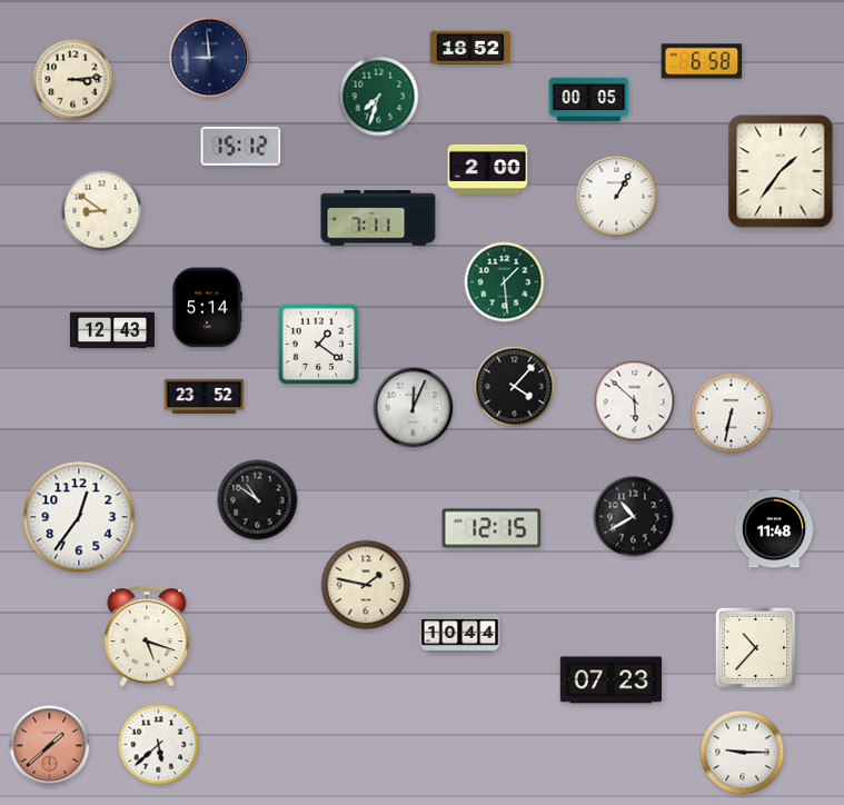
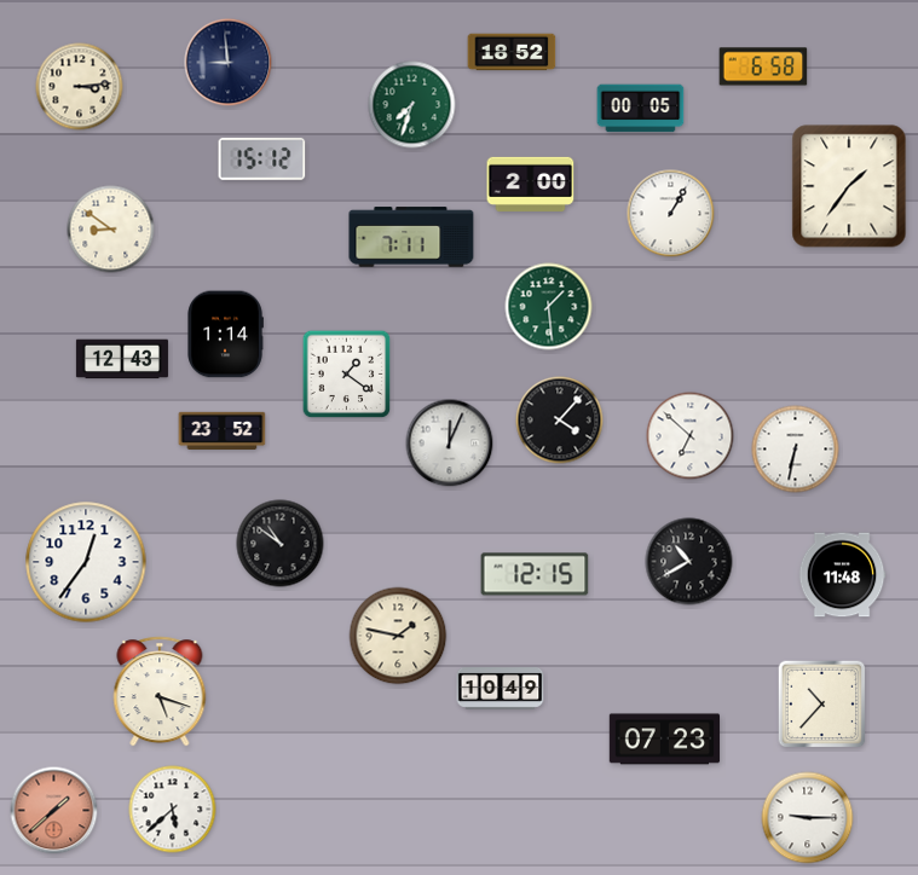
clock at (207, 308): 5:14 -> 1:14
clock at (635, 401): 5:52 -> 6:52
clock at (460, 634): 10:44 -> 10:49
